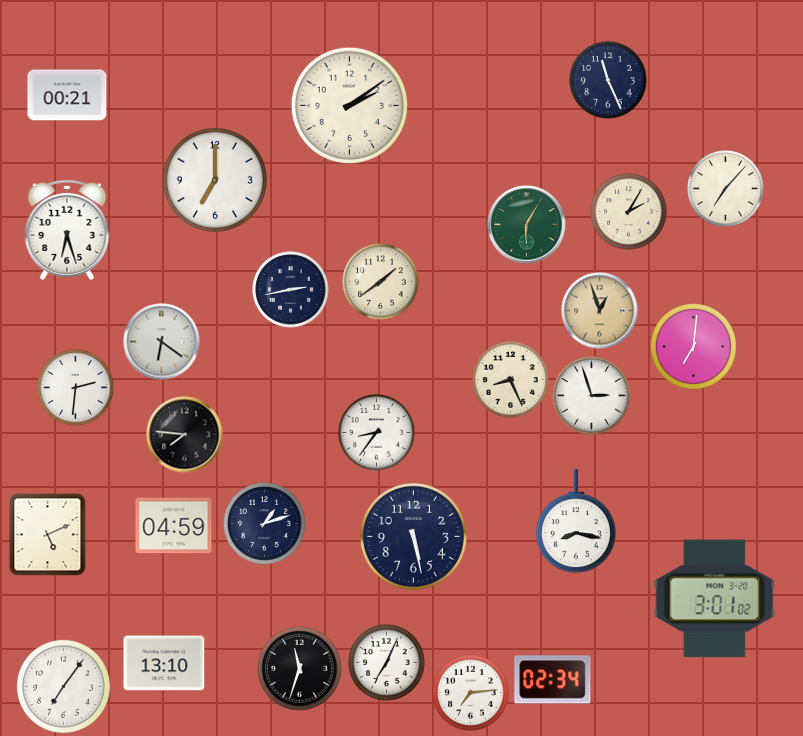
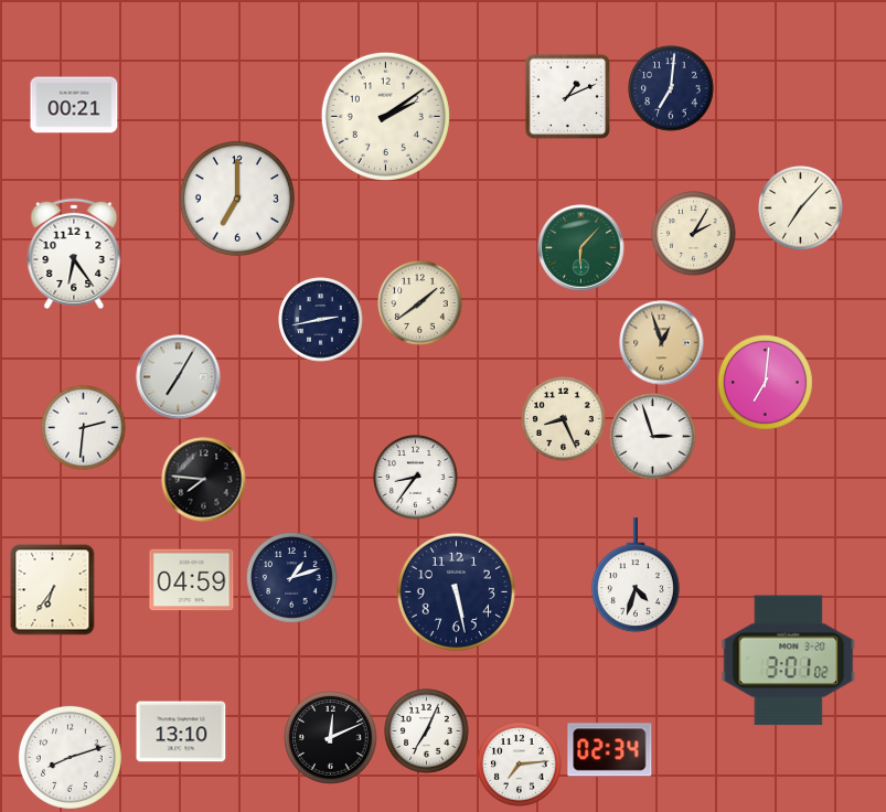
clock at (608, 80): 11:26 -> 7:01
clock at (567, 96): none -> 1:11
clock at (527, 225): 6:05 -> 6:07
clock at (67, 230): 6:27 -> 6:24
clock at (381, 282) position: (381, 282) -> (420, 303)
clock at (162, 342): 6:21 -> 7:05
clock at (576, 522): 8:17 -> 4:33
clock at (48, 535): 5:11 -> 6:36
clock at (300, 669): 11:33 -> 12:11
clock at (63, 686): 7:06 -> 8:12
